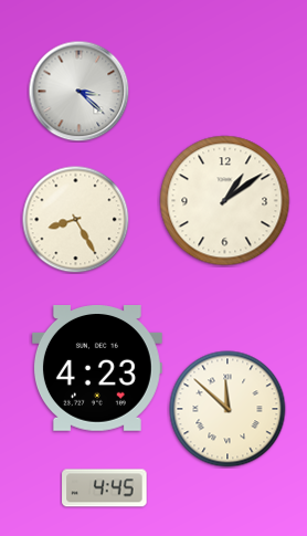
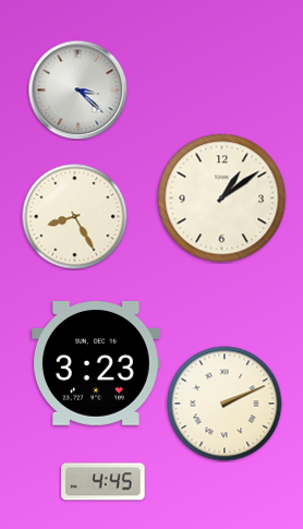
clock at (97, 369): 4:23 -> 3:23
clock at (227, 409): 11:52 -> 2:11
